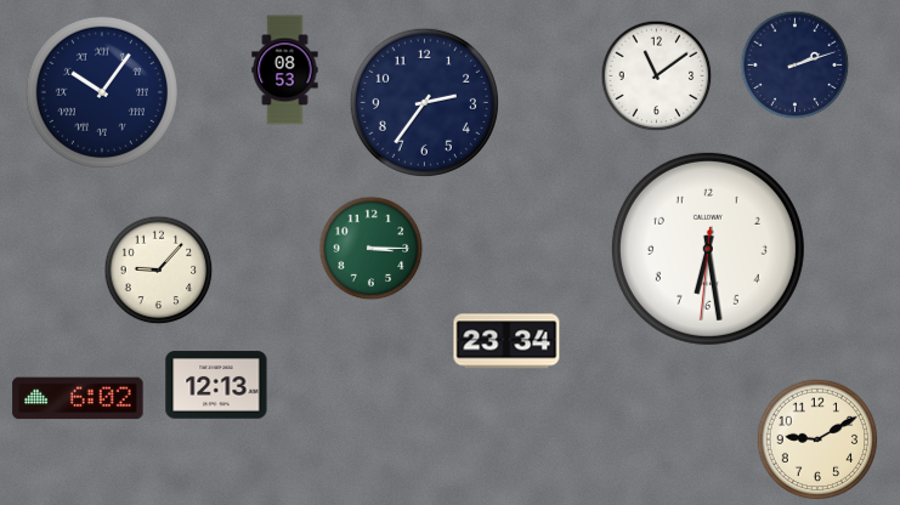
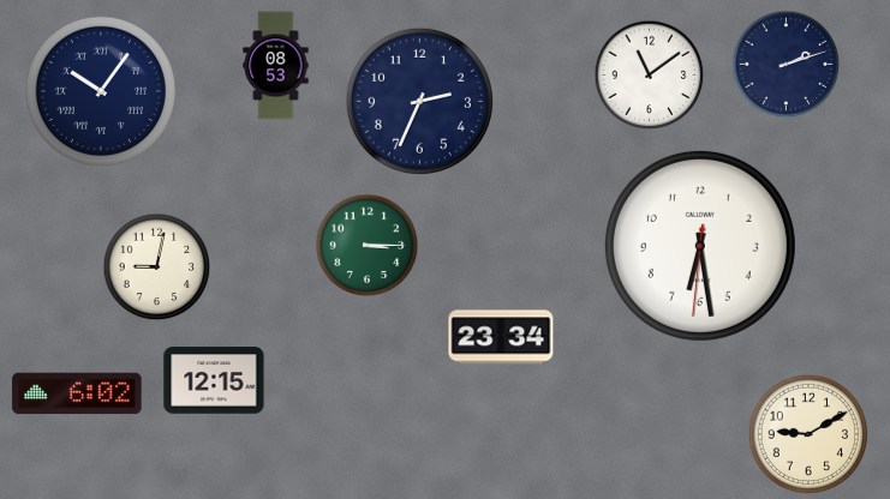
clock at (285, 70) position: (285, 70) -> (276, 66)
clock at (424, 102): 2:36 -> 2:34
clock at (159, 271): 9:07 -> 9:02
clock at (216, 385): 12:13 -> 12:15
